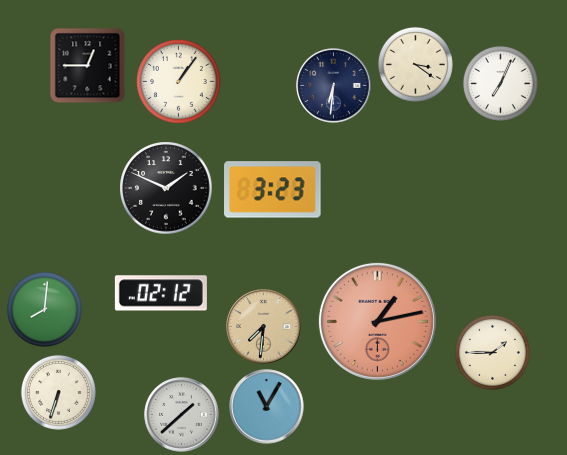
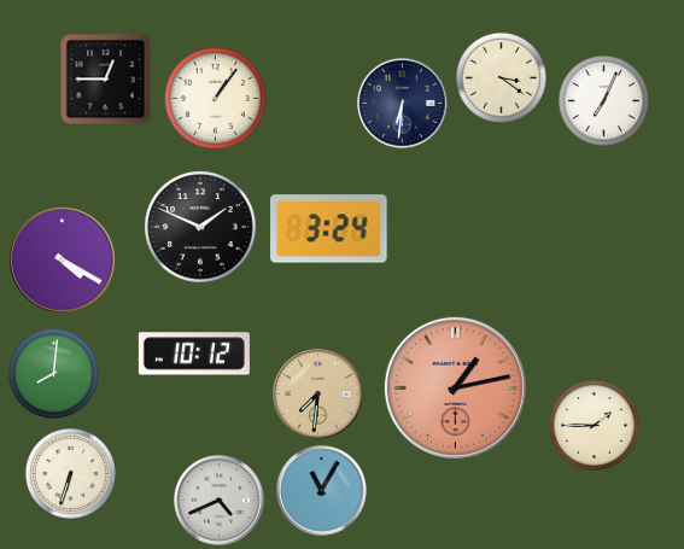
clock at (273, 190): 3:23 -> 3:24
clock at (63, 261): none -> 4:20
clock at (161, 293): 02:12 -> 10:12
clock at (182, 415): 1:38 -> 4:41
